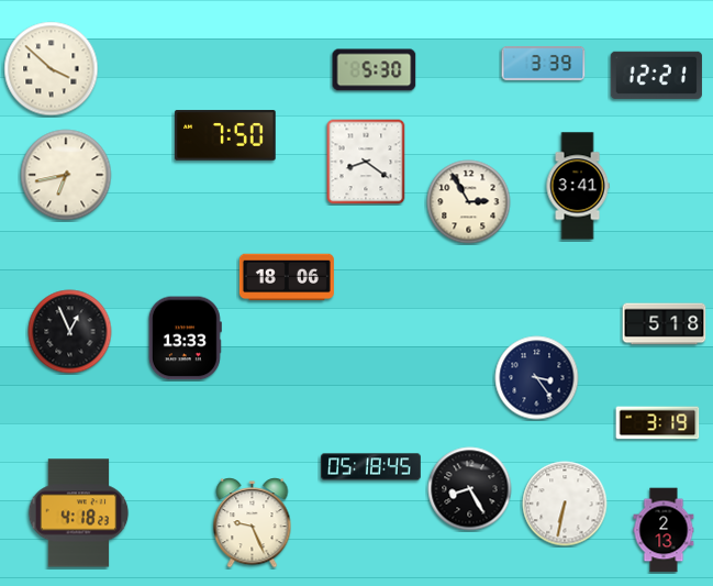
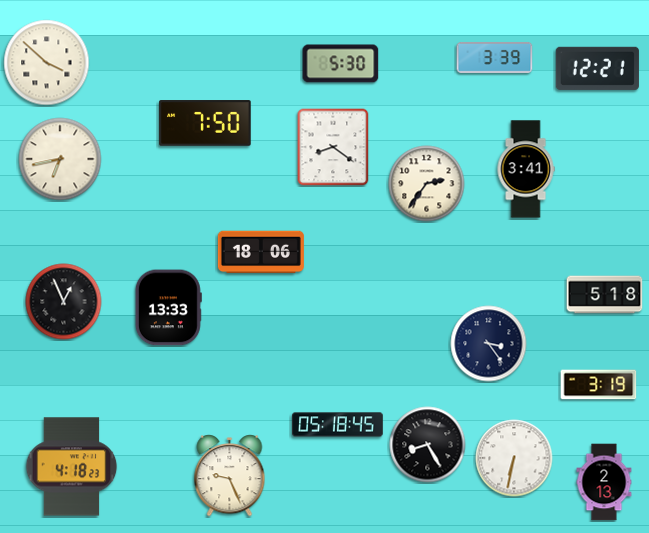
clock at (469, 202): 2:55 -> 2:36
